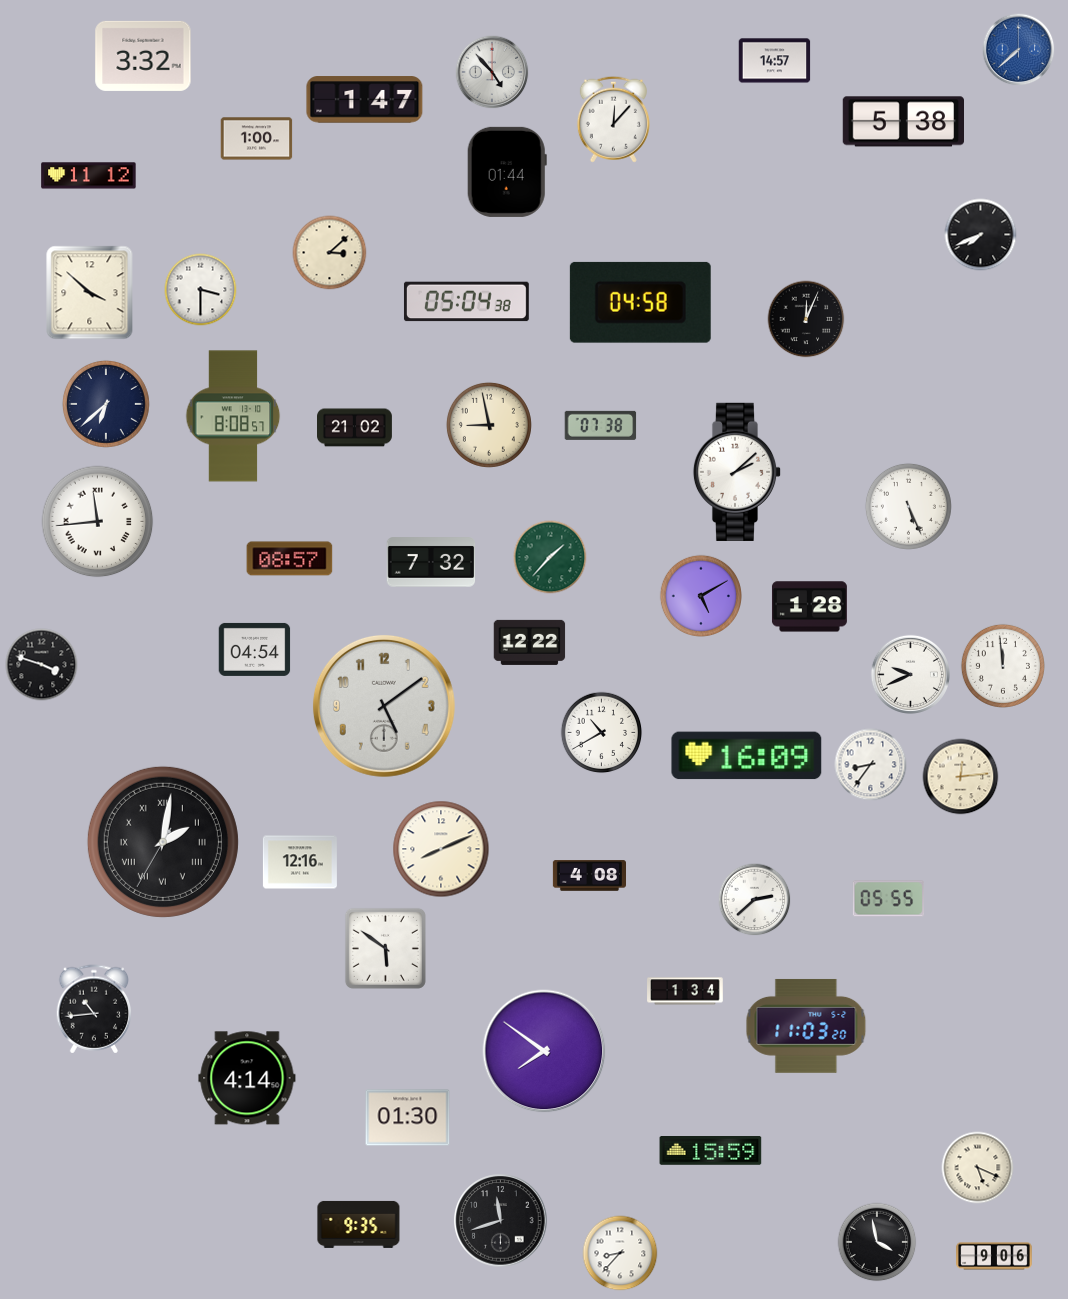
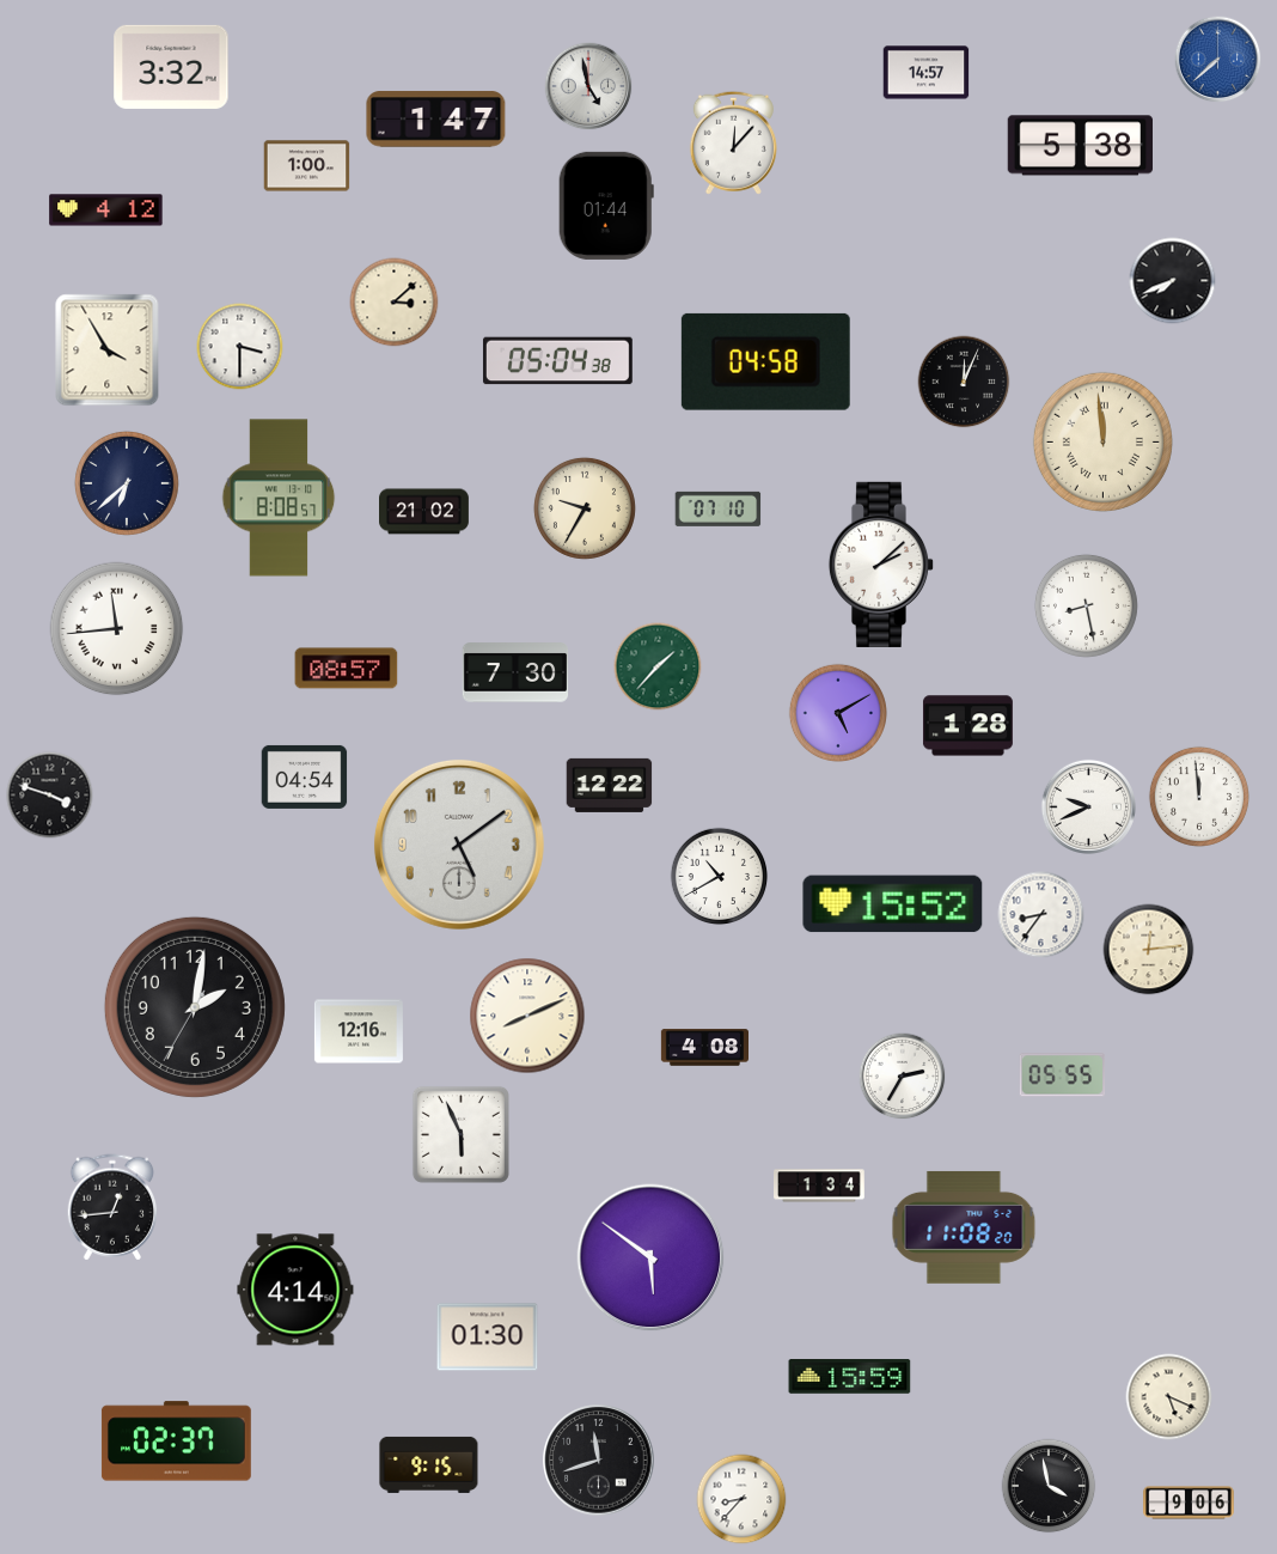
clock at (492, 72): 4:53 -> 4:58
clock at (89, 176): 11:12 -> 4:12
clock at (90, 293): 3:52 -> 3:55
clock at (1102, 441): none -> 11:59
clock at (489, 425): 8:58 -> 9:35
clock at (601, 425): 07:38 -> 07:10
clock at (908, 506): 5:26 -> 8:28
clock at (98, 522) position: (98, 522) -> (117, 629)
clock at (431, 562): 7:32 -> 7:30
clock at (530, 642) position: (530, 642) -> (610, 785)
clock at (747, 756): 16:09 -> 15:52
clock at (961, 777) position: (961, 777) -> (1149, 950)
clock at (163, 842) numerals: Roman -> Arabic
clock at (755, 900): 2:38 -> 2:35
clock at (385, 948): 5:51 -> 5:56
clock at (94, 1009): 10:44 -> 12:44
clock at (806, 1026): 11:03 -> 11:08
clock at (544, 1051): 7:51 -> 5:51
clock at (176, 1442): none -> 02:37
clock at (359, 1224): 9:35 -> 9:15
